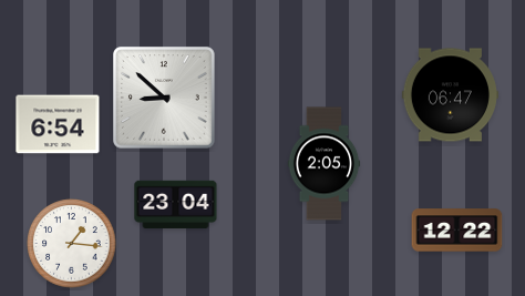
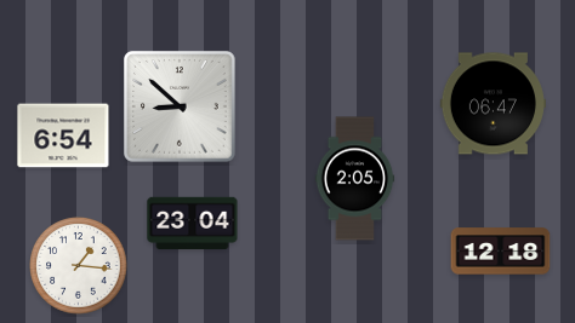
clock at (457, 231): 12:22 -> 12:18
